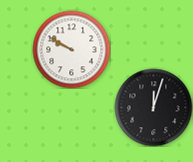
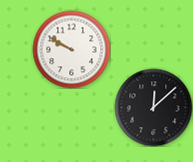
clock at (153, 107): 12:03 -> 12:08
